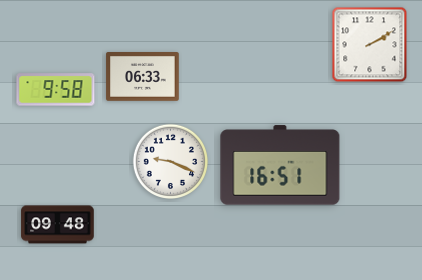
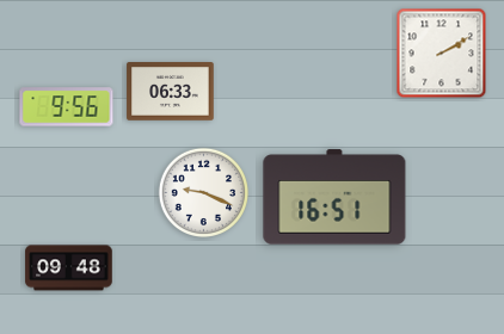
clock at (56, 90): 9:58 -> 9:56
